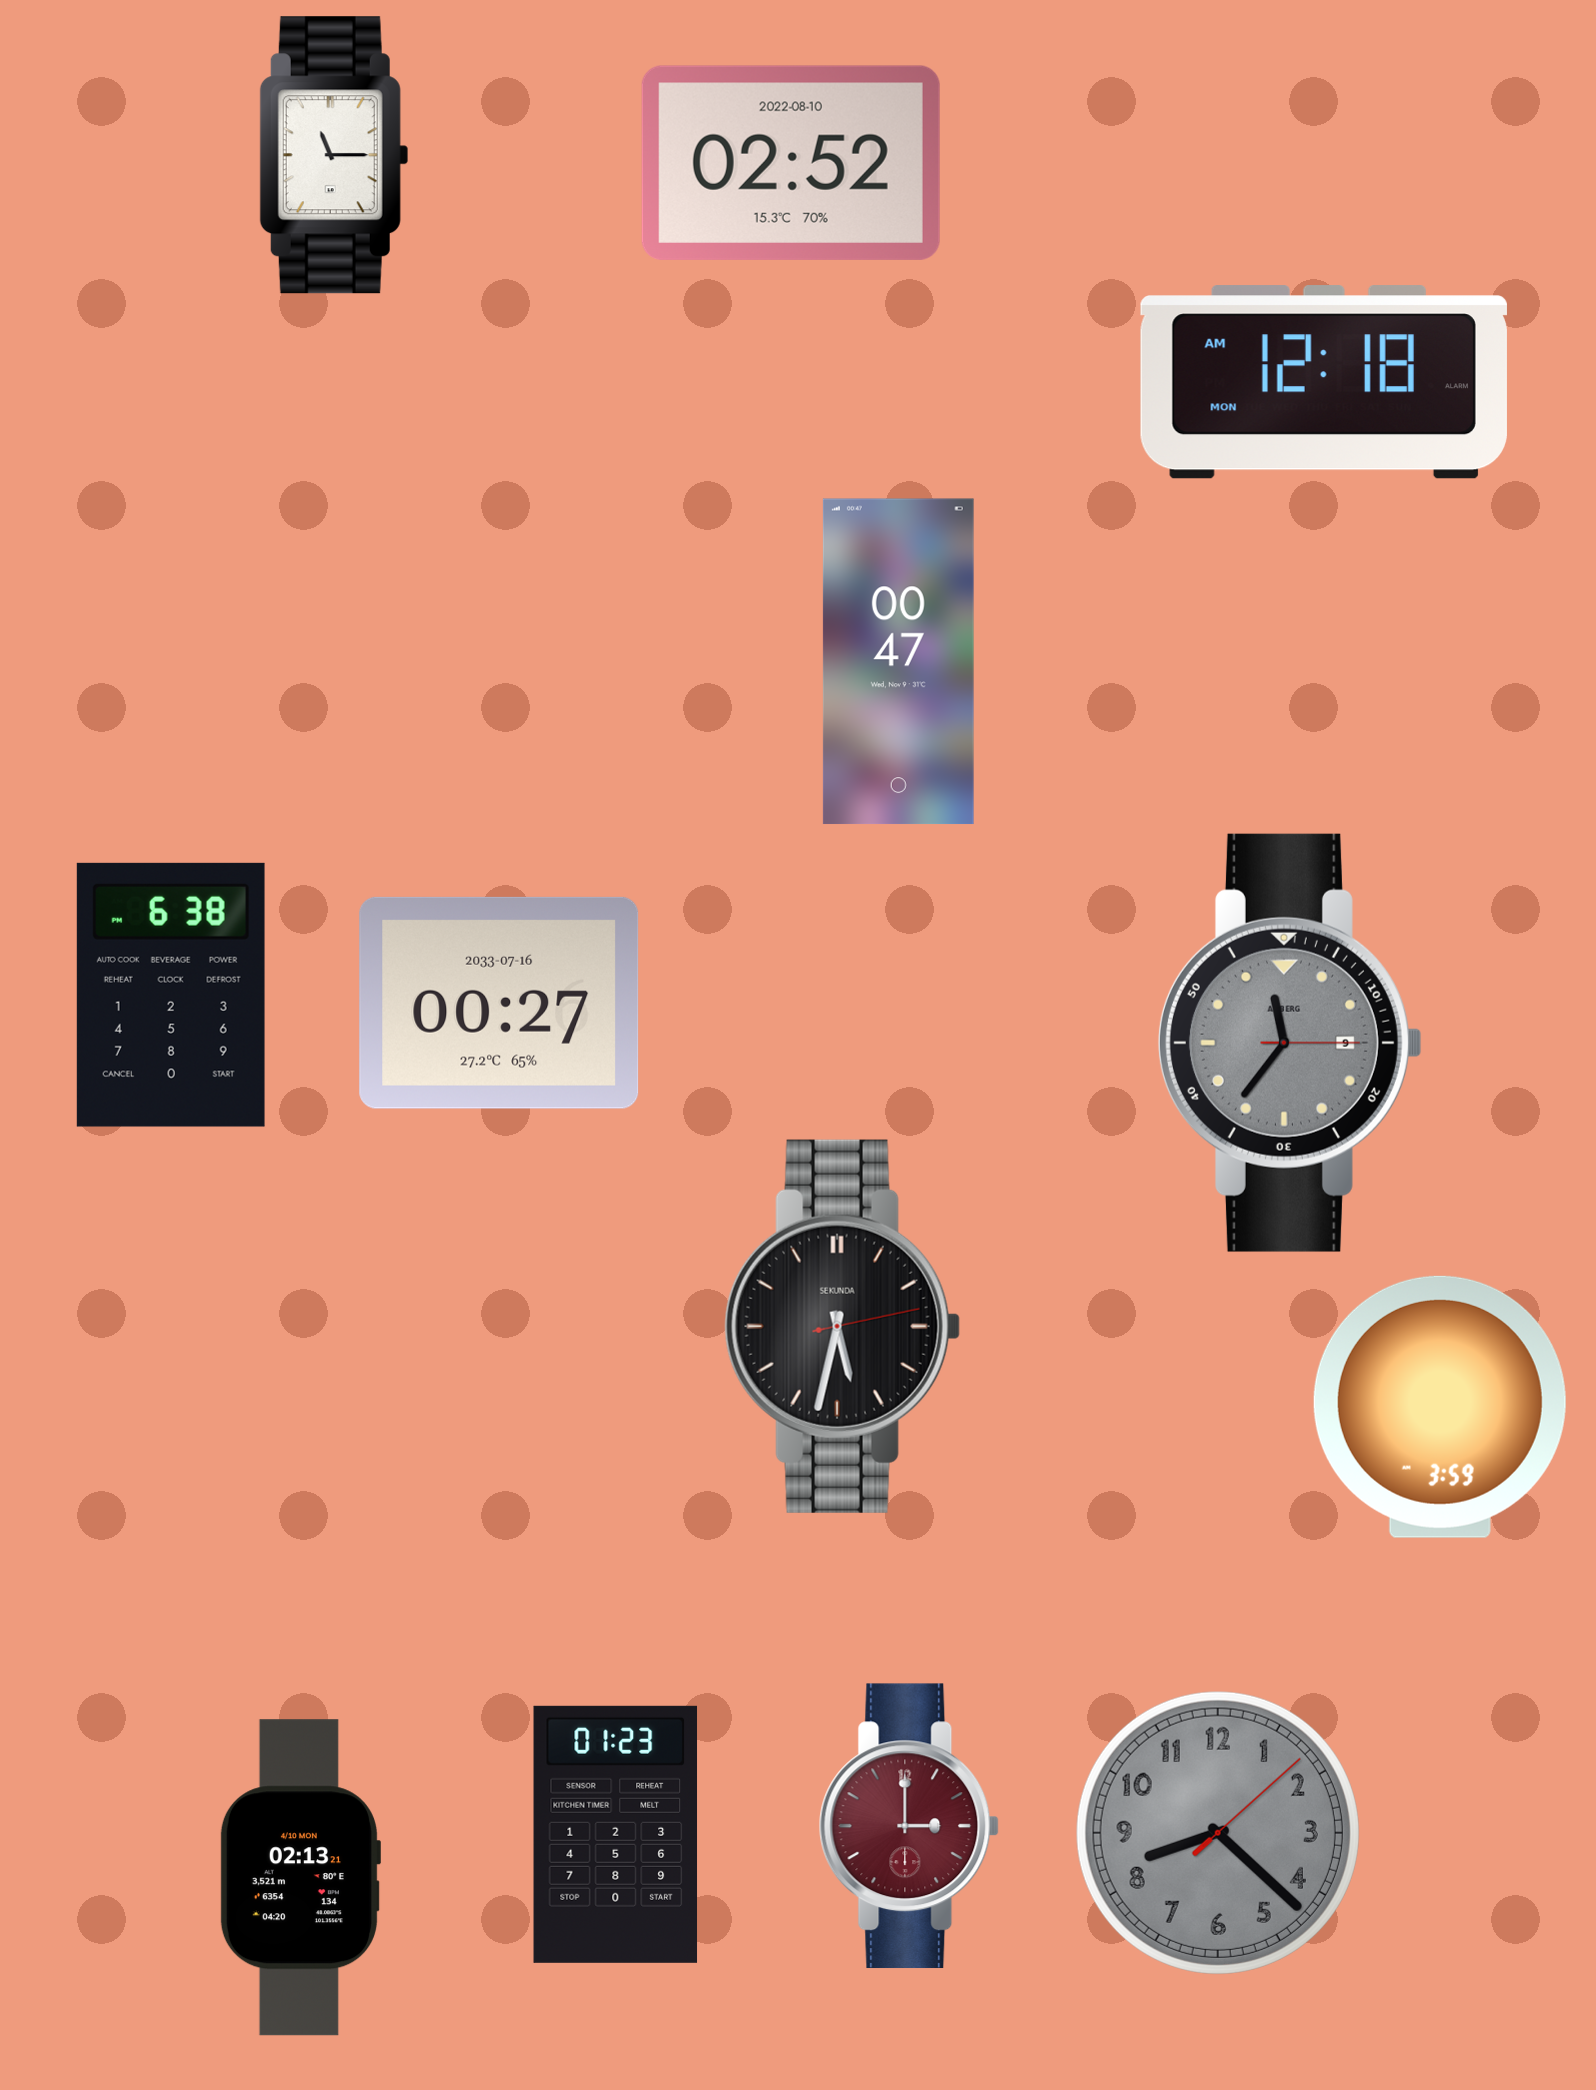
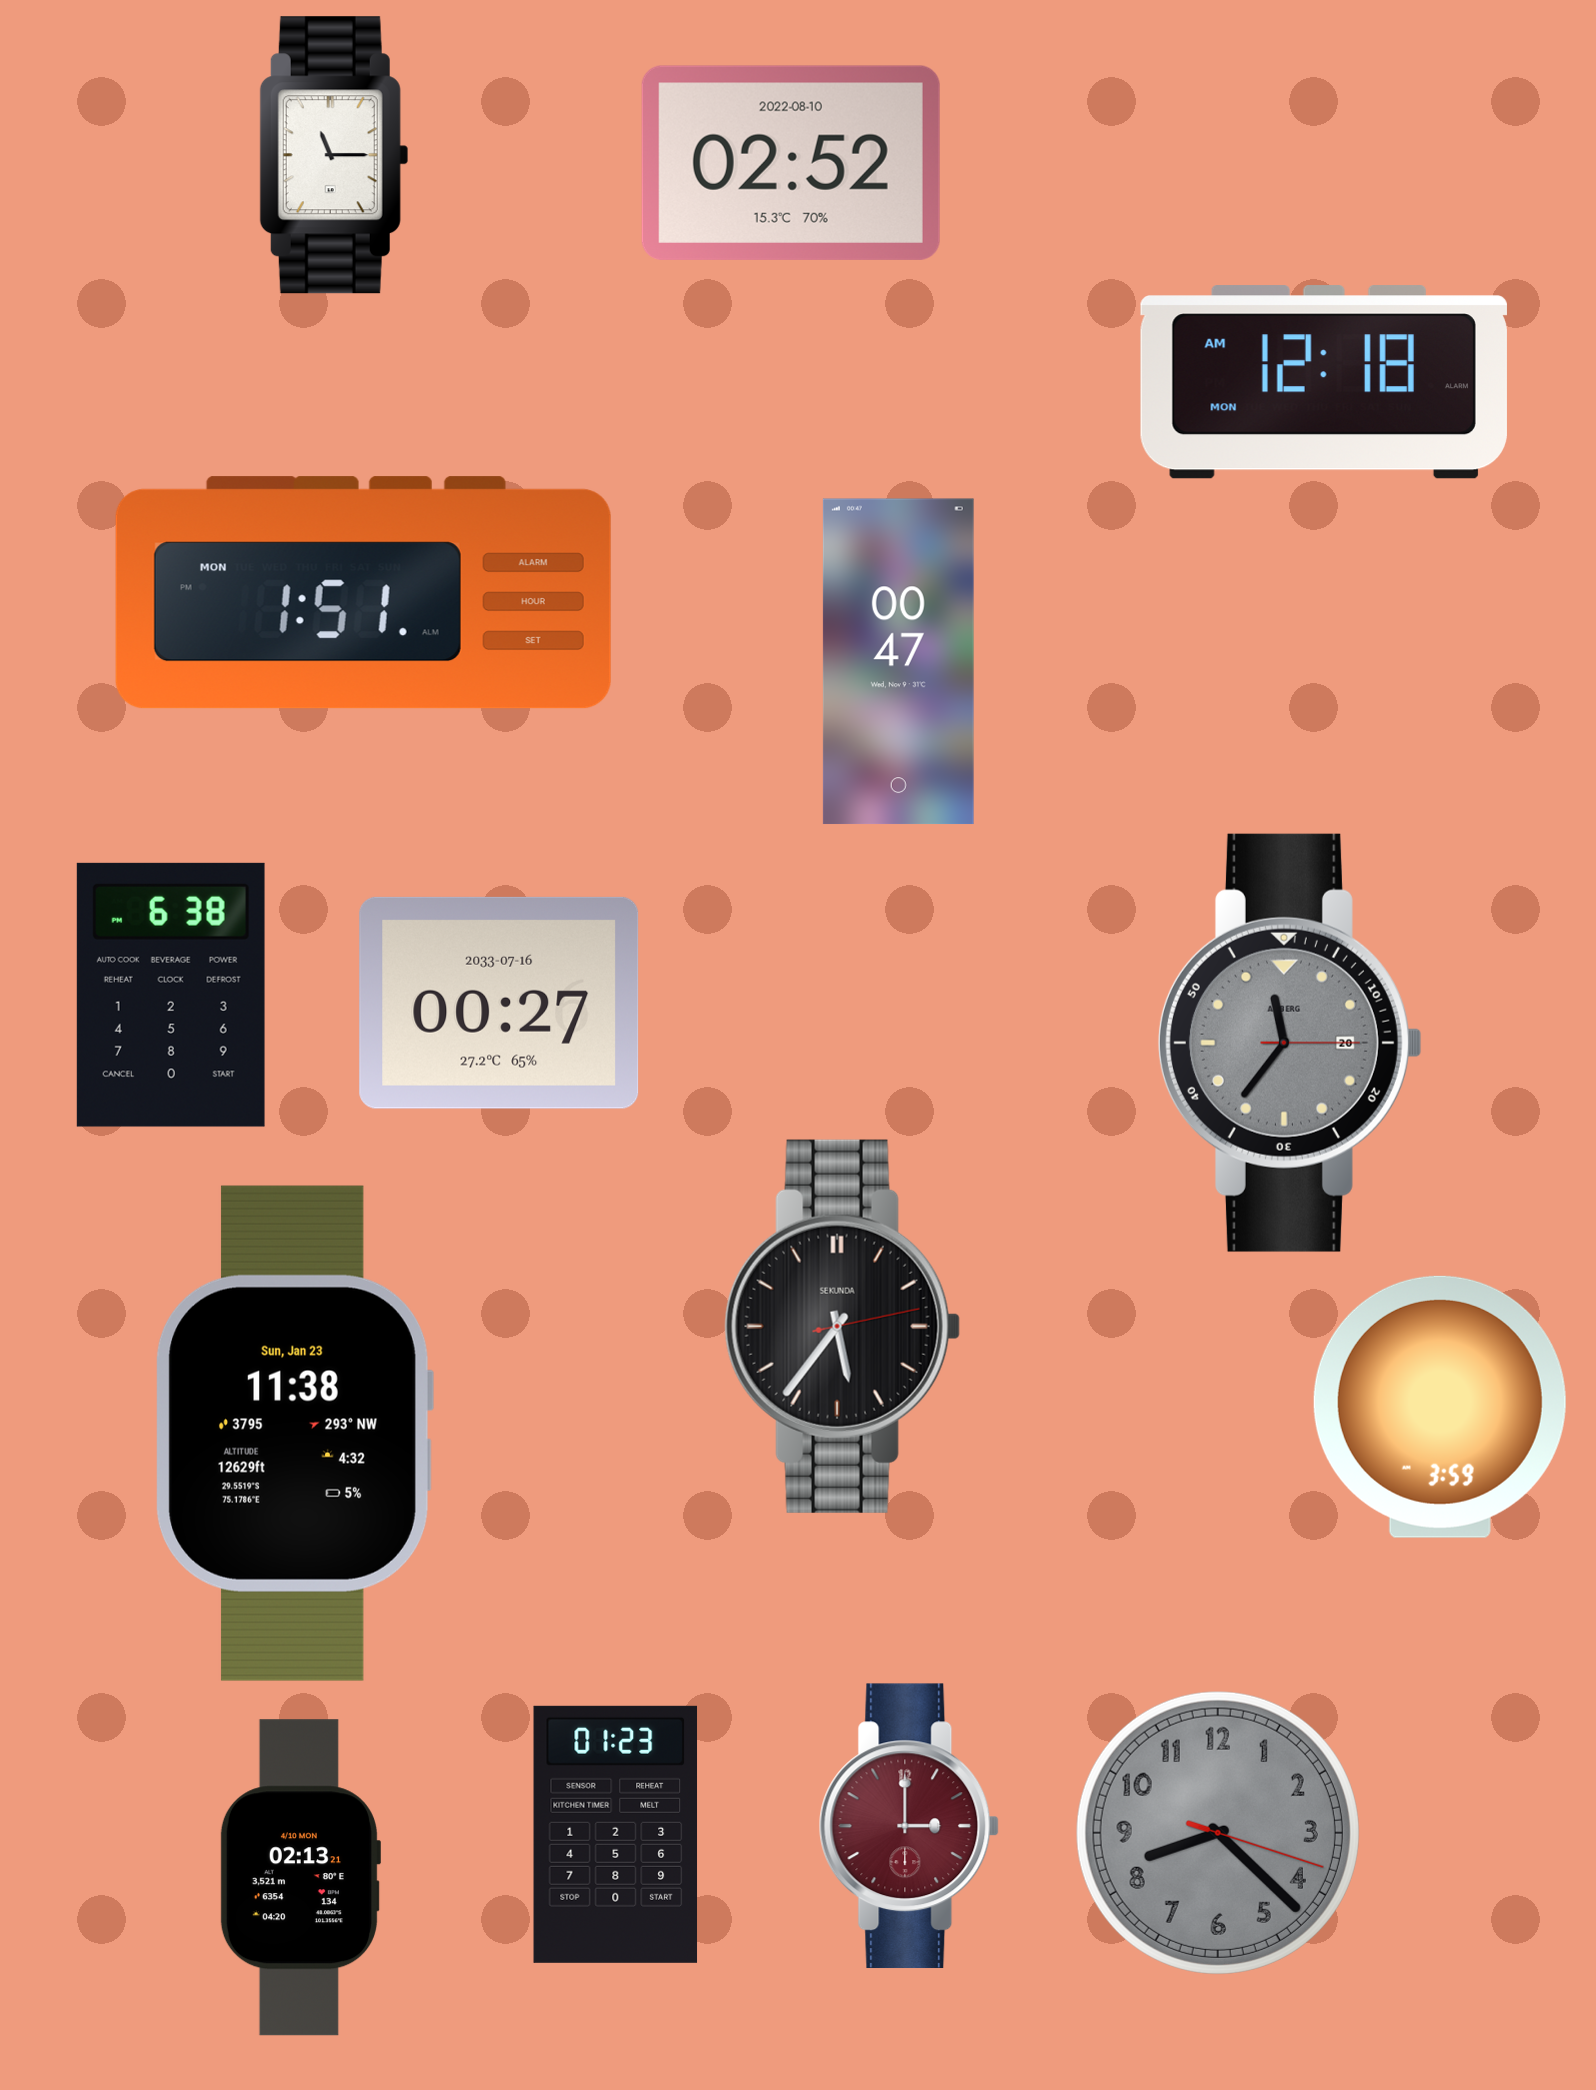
clock at (363, 593): none -> 1:51
clock at (1290, 1043) date: 9 -> 20
clock at (842, 1326): 5:32 -> 5:36
clock at (294, 1433): none -> 11:38
clock at (1218, 1833): 8:22:08 -> 8:22:18
